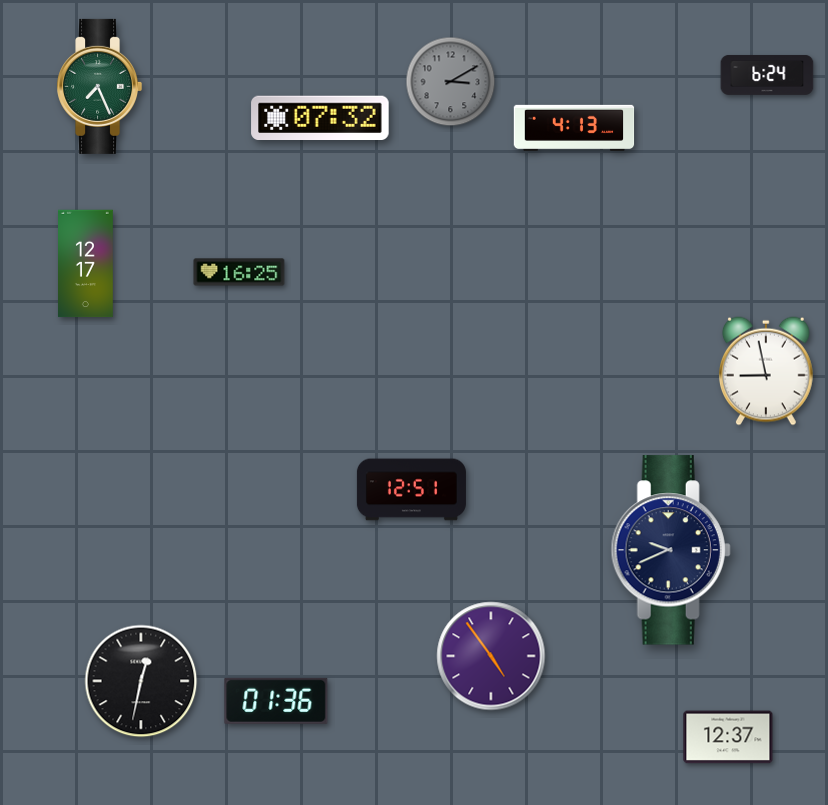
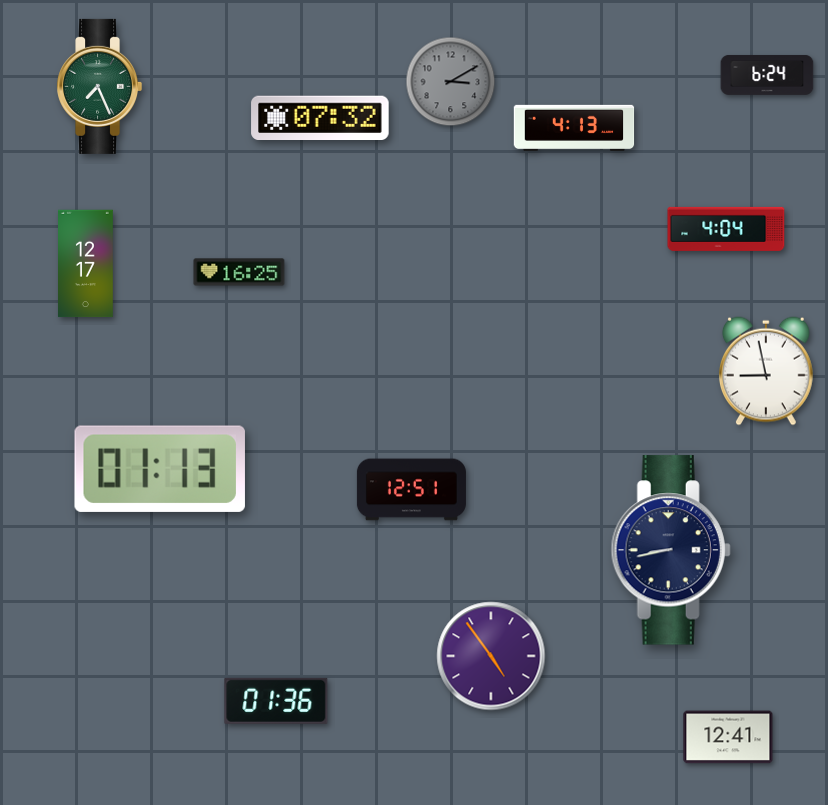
clock at (726, 229): none -> 4:04
clock at (160, 469): none -> 01:13
clock at (671, 550): 9:41 -> 8:43
clock at (141, 681): 12:32 -> none
clock at (728, 737): 12:37 -> 12:41
